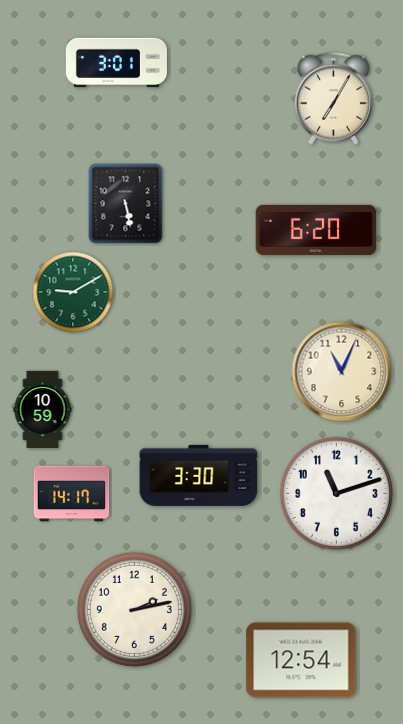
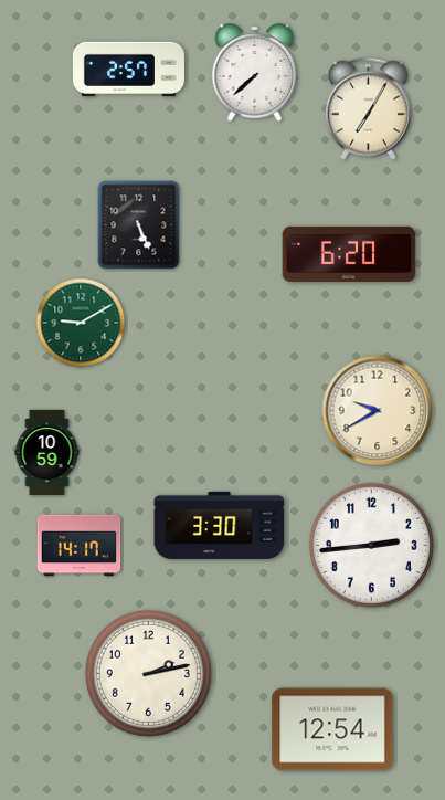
clock at (116, 63): 3:01 -> 2:57
clock at (255, 73): none -> 7:38
clock at (126, 204): 5:28 -> 5:26
clock at (342, 372): 11:04 -> 9:40
clock at (336, 493): 11:12 -> 2:44
